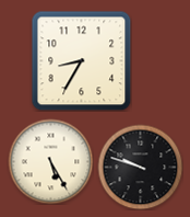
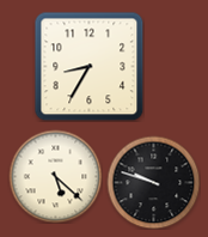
clock at (50, 161): 5:25 -> 5:22
